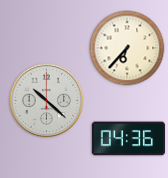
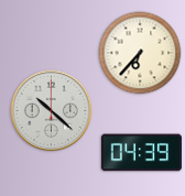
clock at (128, 139): 04:36 -> 04:39
